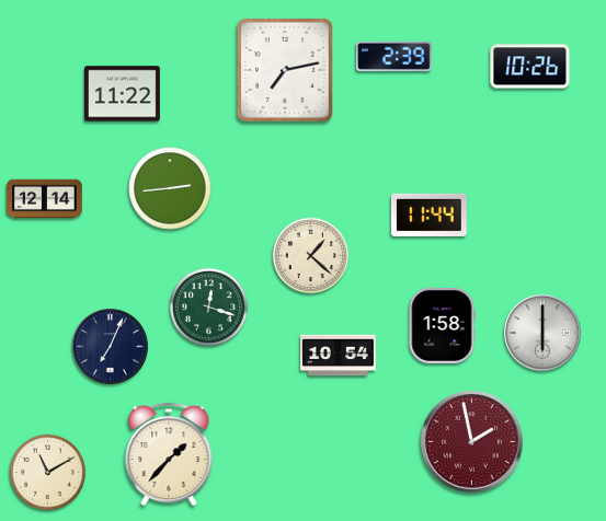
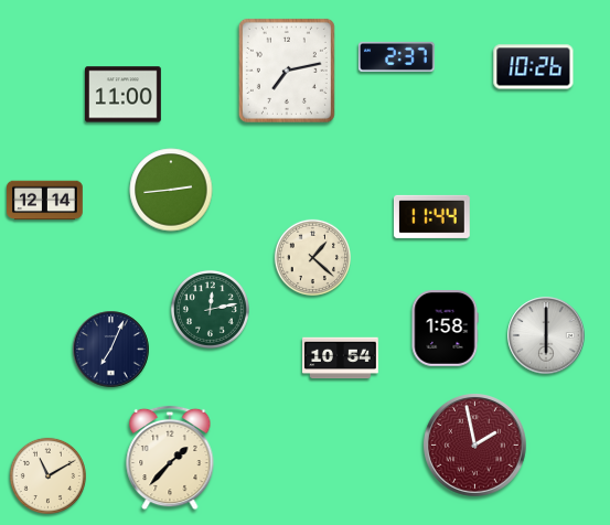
clock at (395, 56): 2:39 -> 2:37
clock at (123, 94): 11:22 -> 11:00
clock at (208, 306): 12:18 -> 12:13
